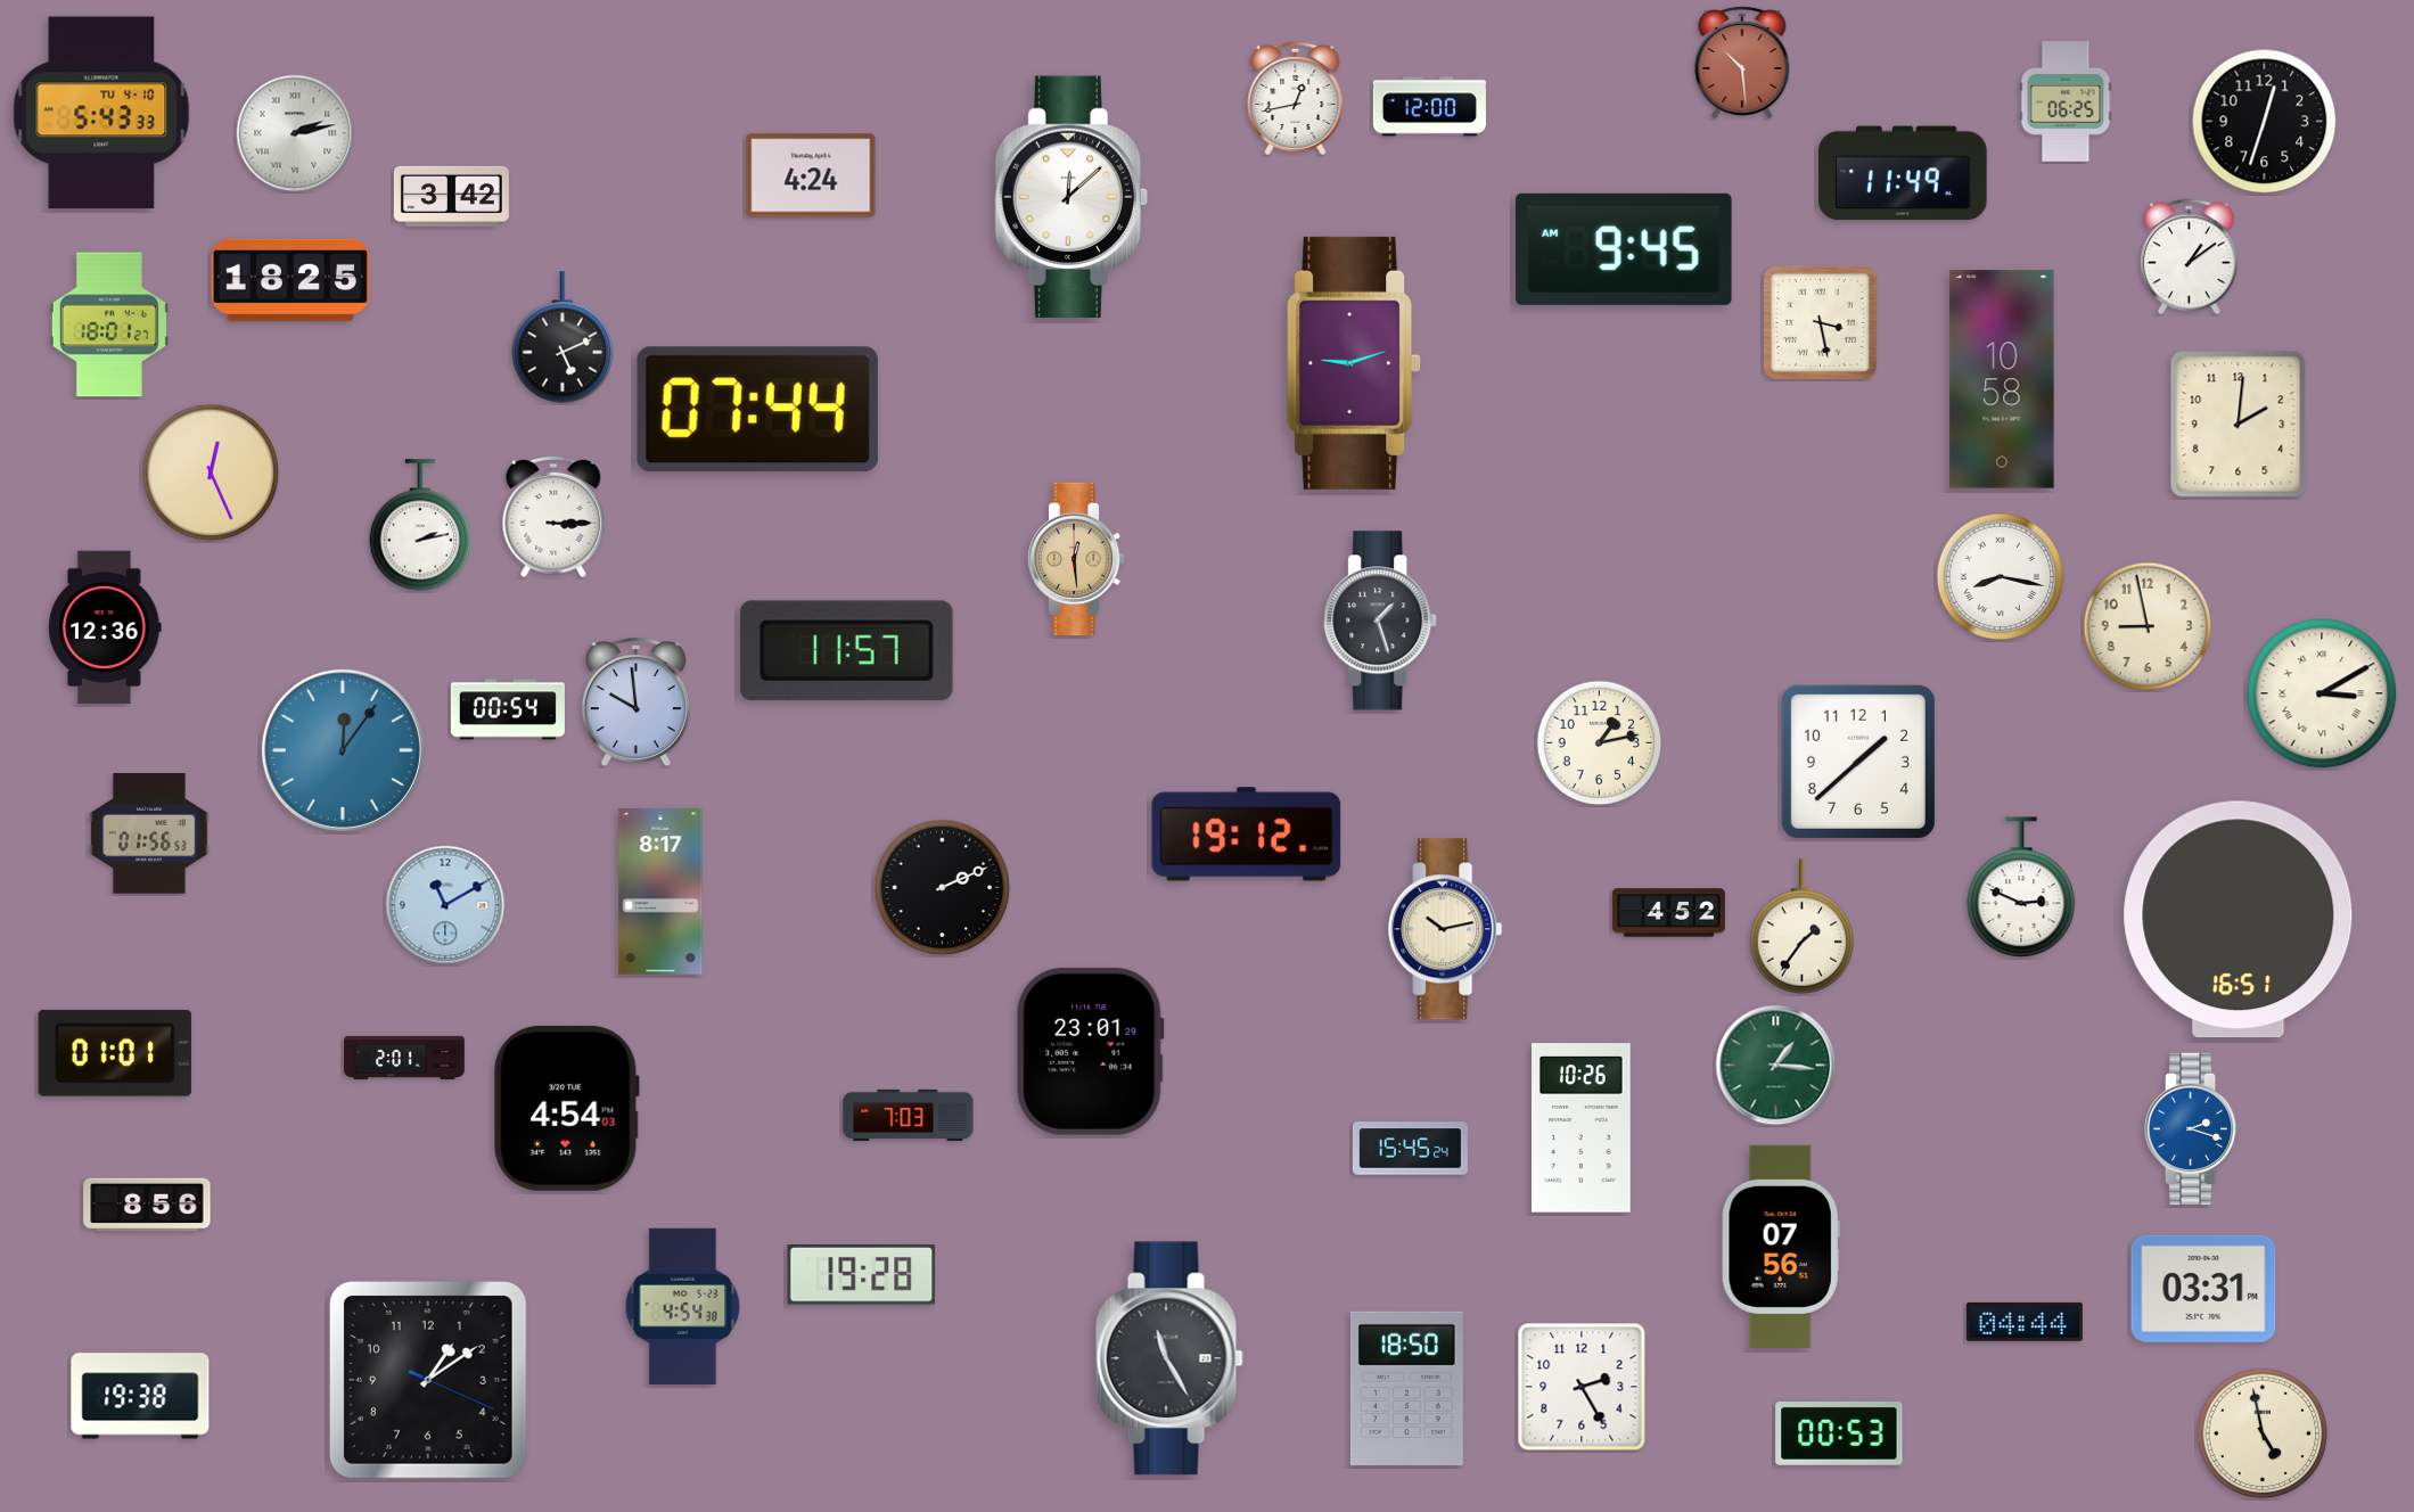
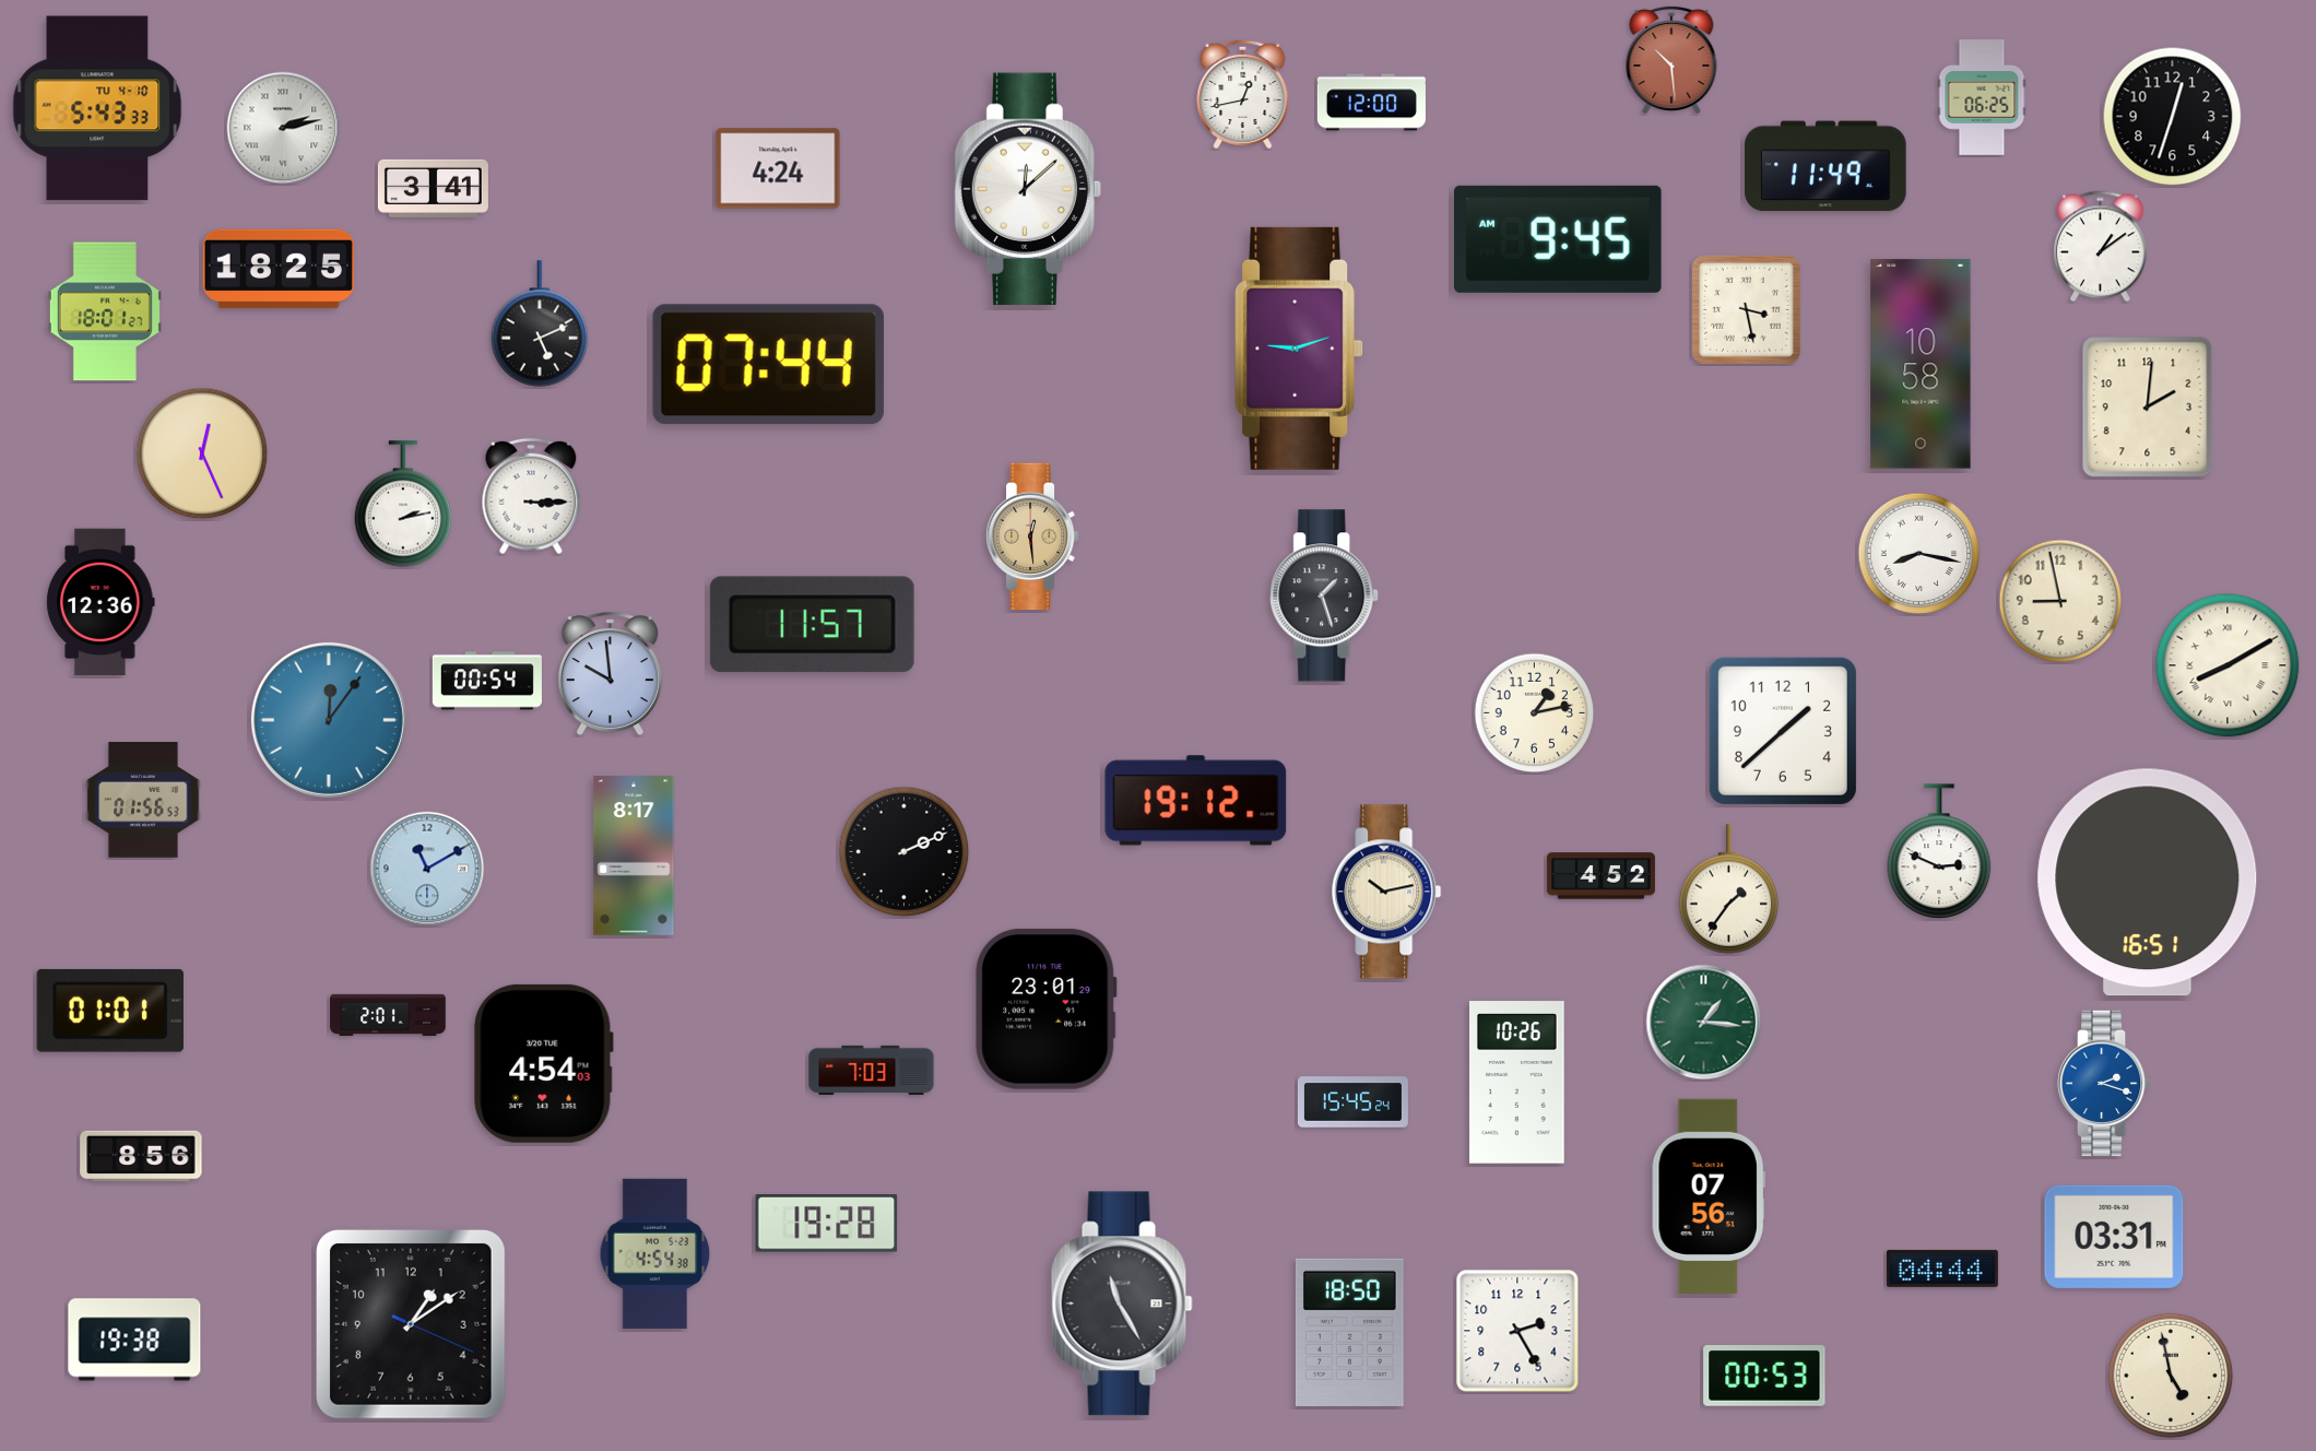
clock at (451, 196): 3:42 -> 3:41
clock at (757, 410) position: (757, 410) -> (768, 365)
clock at (2322, 693): 3:10 -> 8:10
